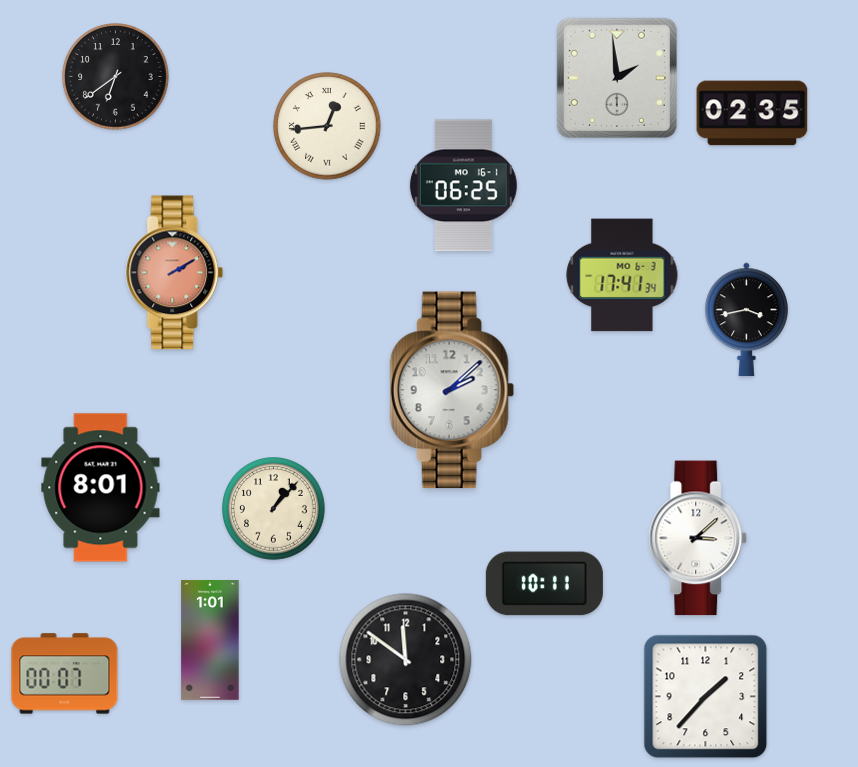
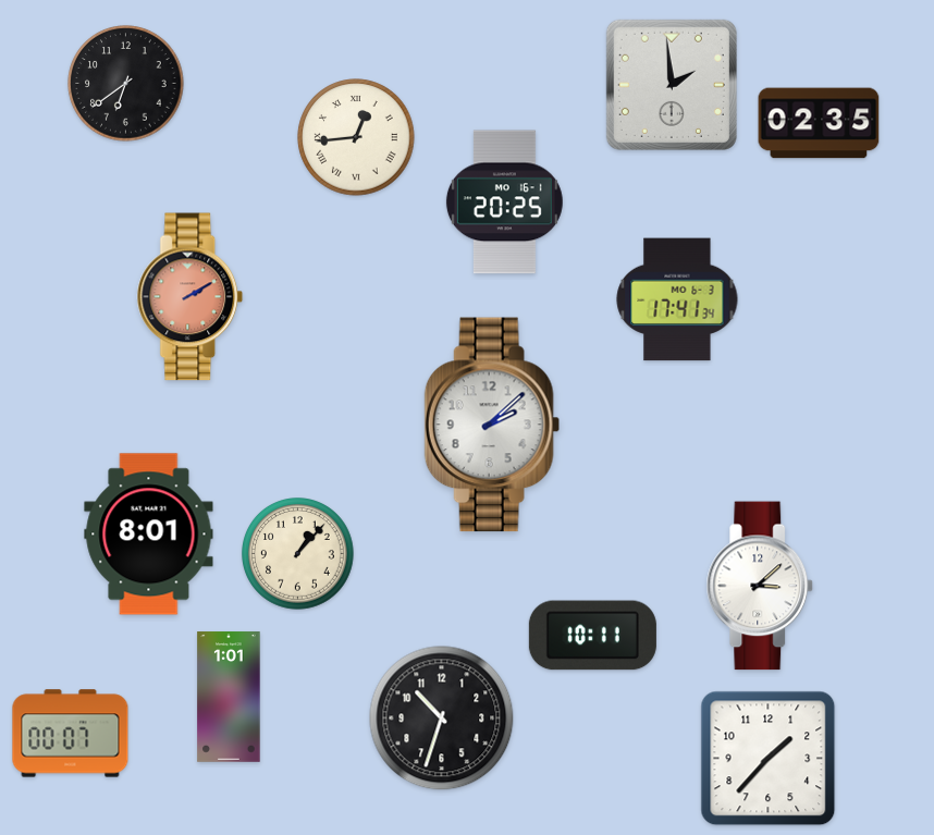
clock at (463, 186): 06:25 -> 20:25
clock at (747, 320): 3:43 -> none
clock at (101, 488) position: (101, 488) -> (149, 535)
clock at (406, 660): 11:51 -> 10:33
